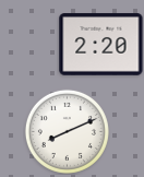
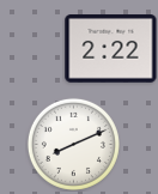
clock at (101, 45): 2:20 -> 2:22
